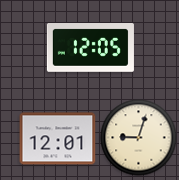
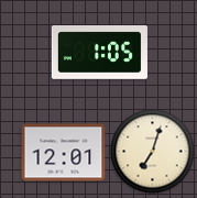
clock at (90, 48): 12:05 -> 1:05
clock at (139, 138): 9:03 -> 7:03
